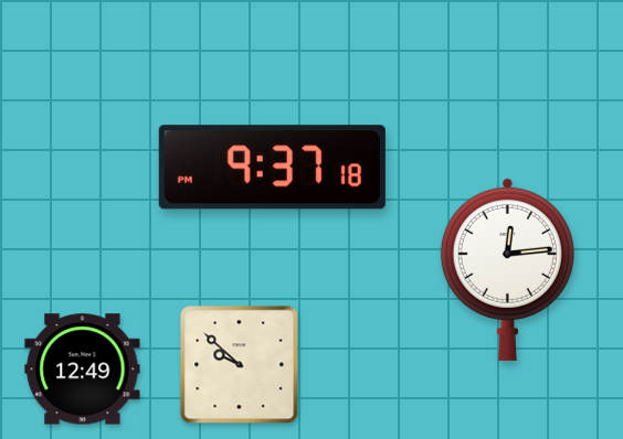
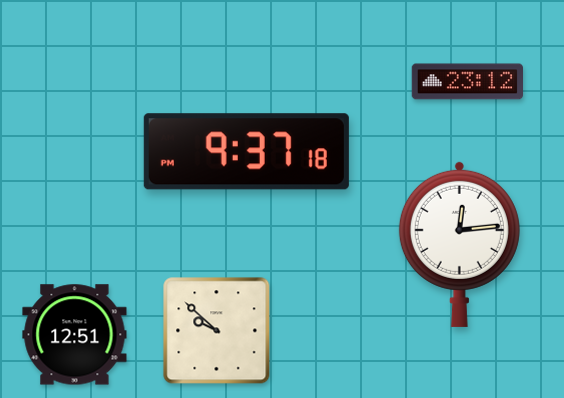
clock at (467, 82): none -> 23:12
clock at (83, 370): 12:49 -> 12:51
